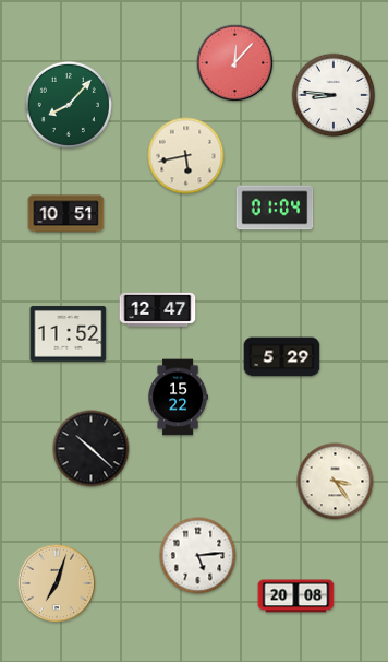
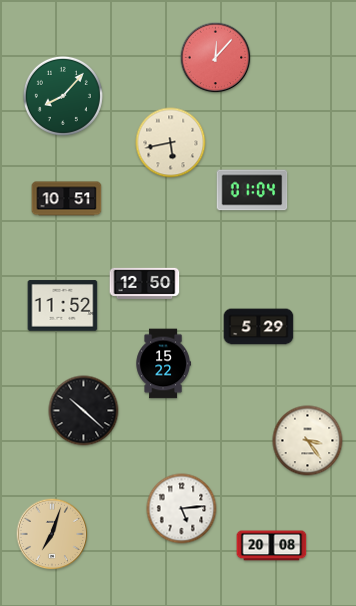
clock at (334, 95): 8:46 -> none
clock at (66, 214) position: (66, 214) -> (67, 199)
clock at (158, 309): 12:47 -> 12:50
